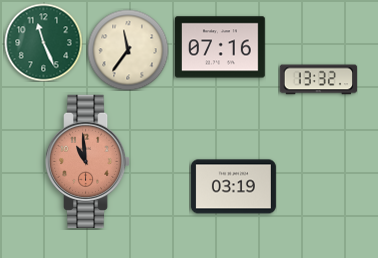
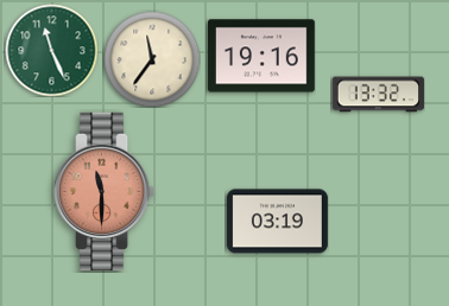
clock at (221, 47): 07:16 -> 19:16
clock at (88, 161): 10:59 -> 11:30
